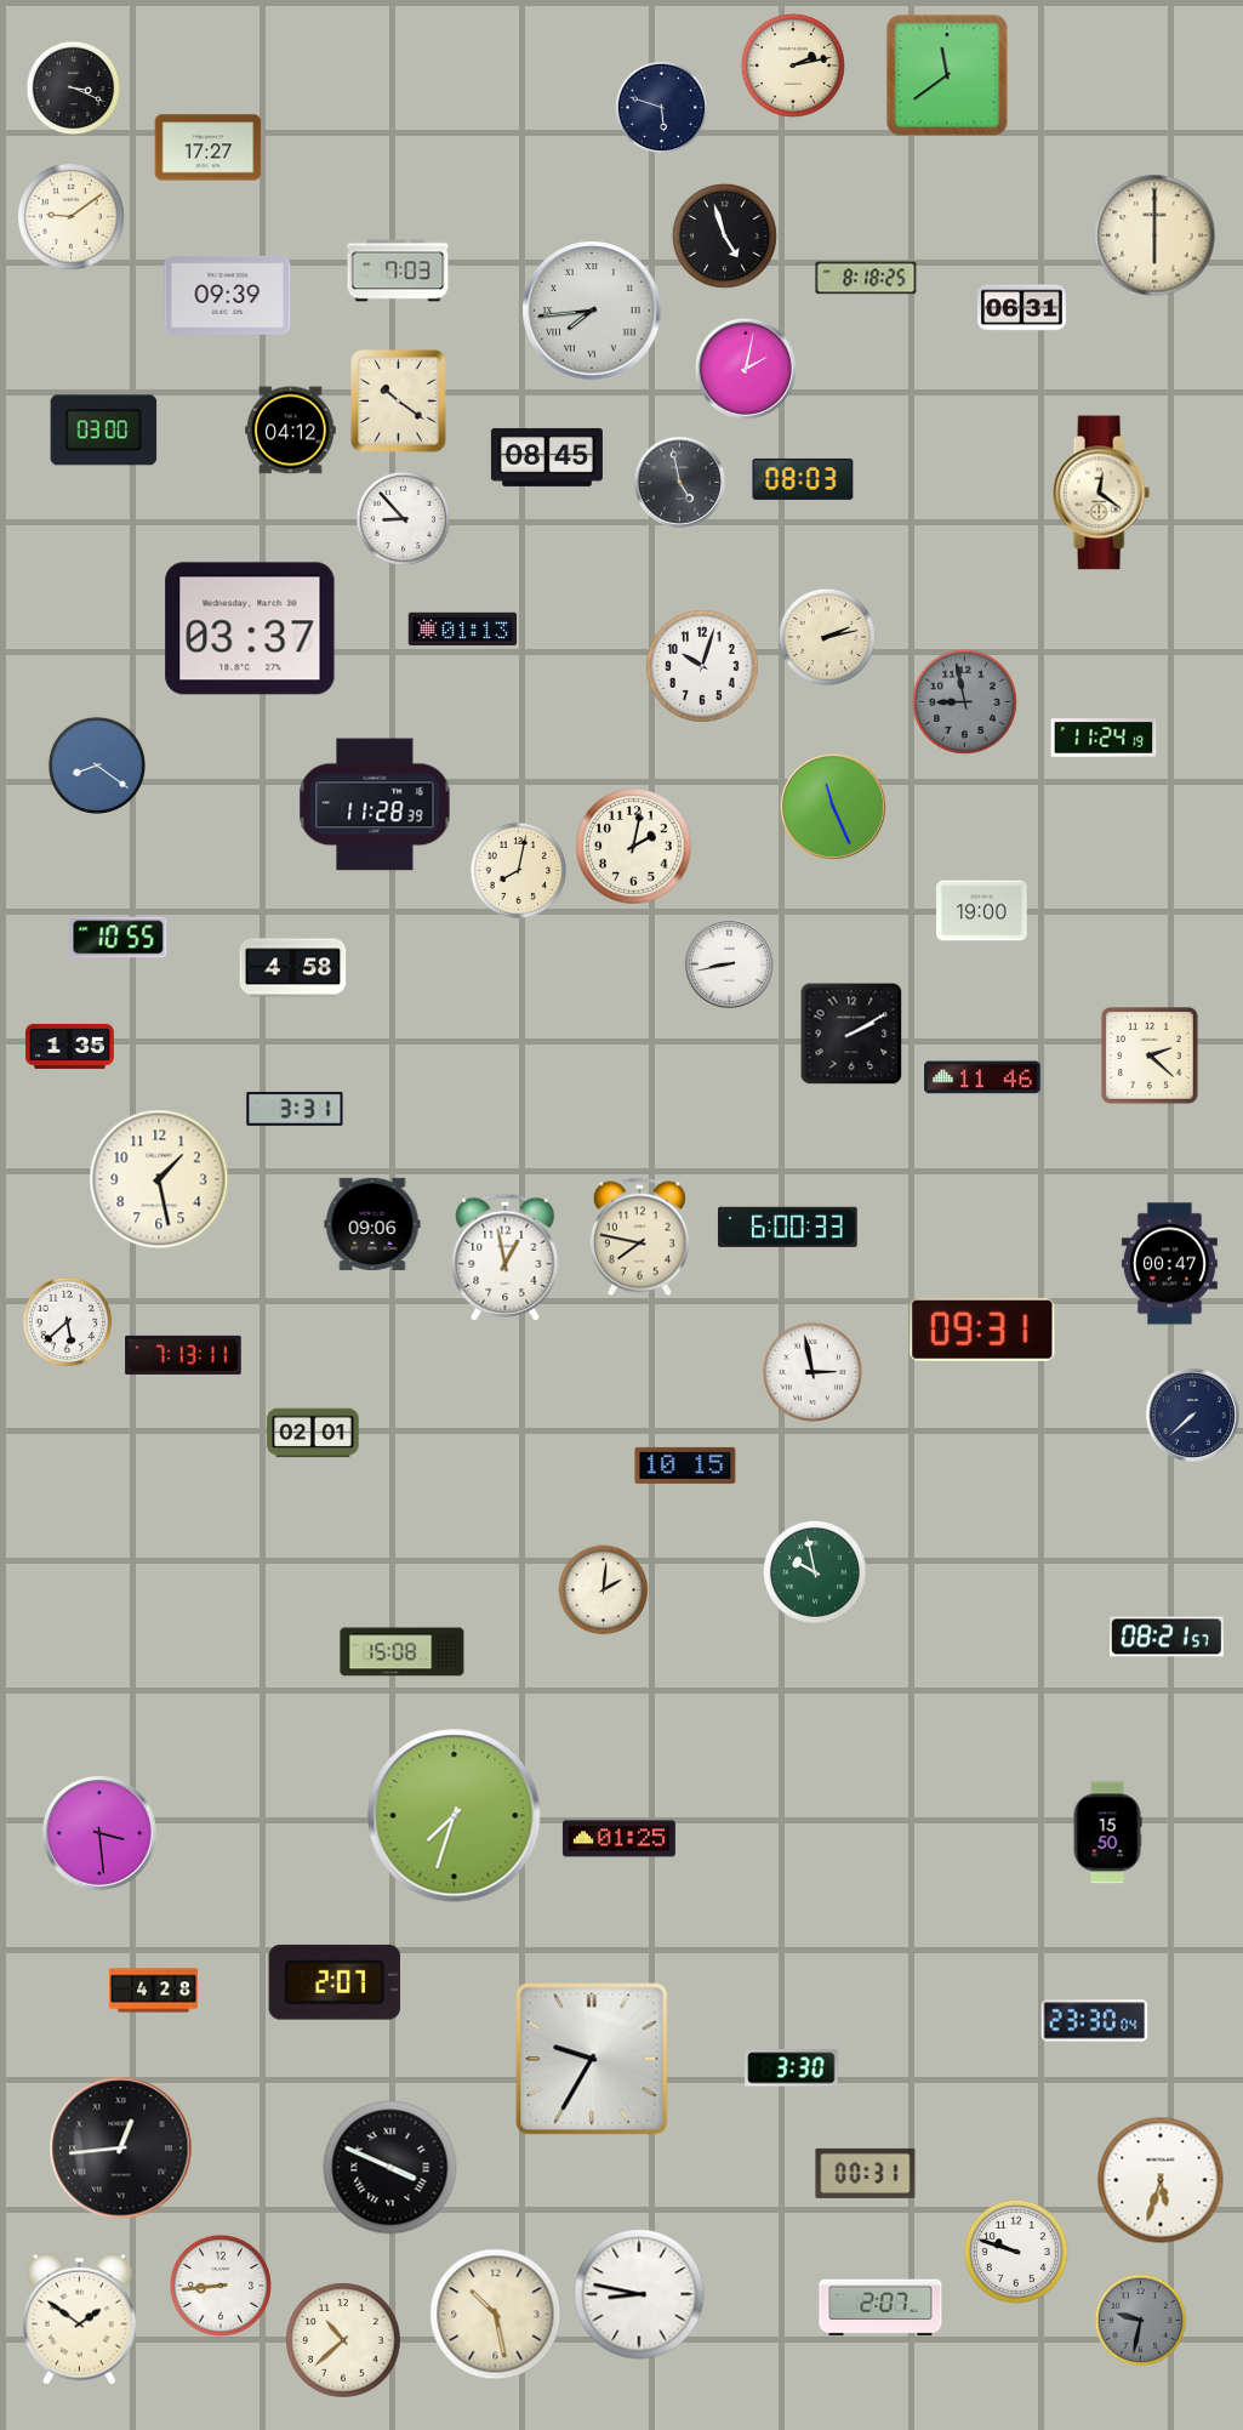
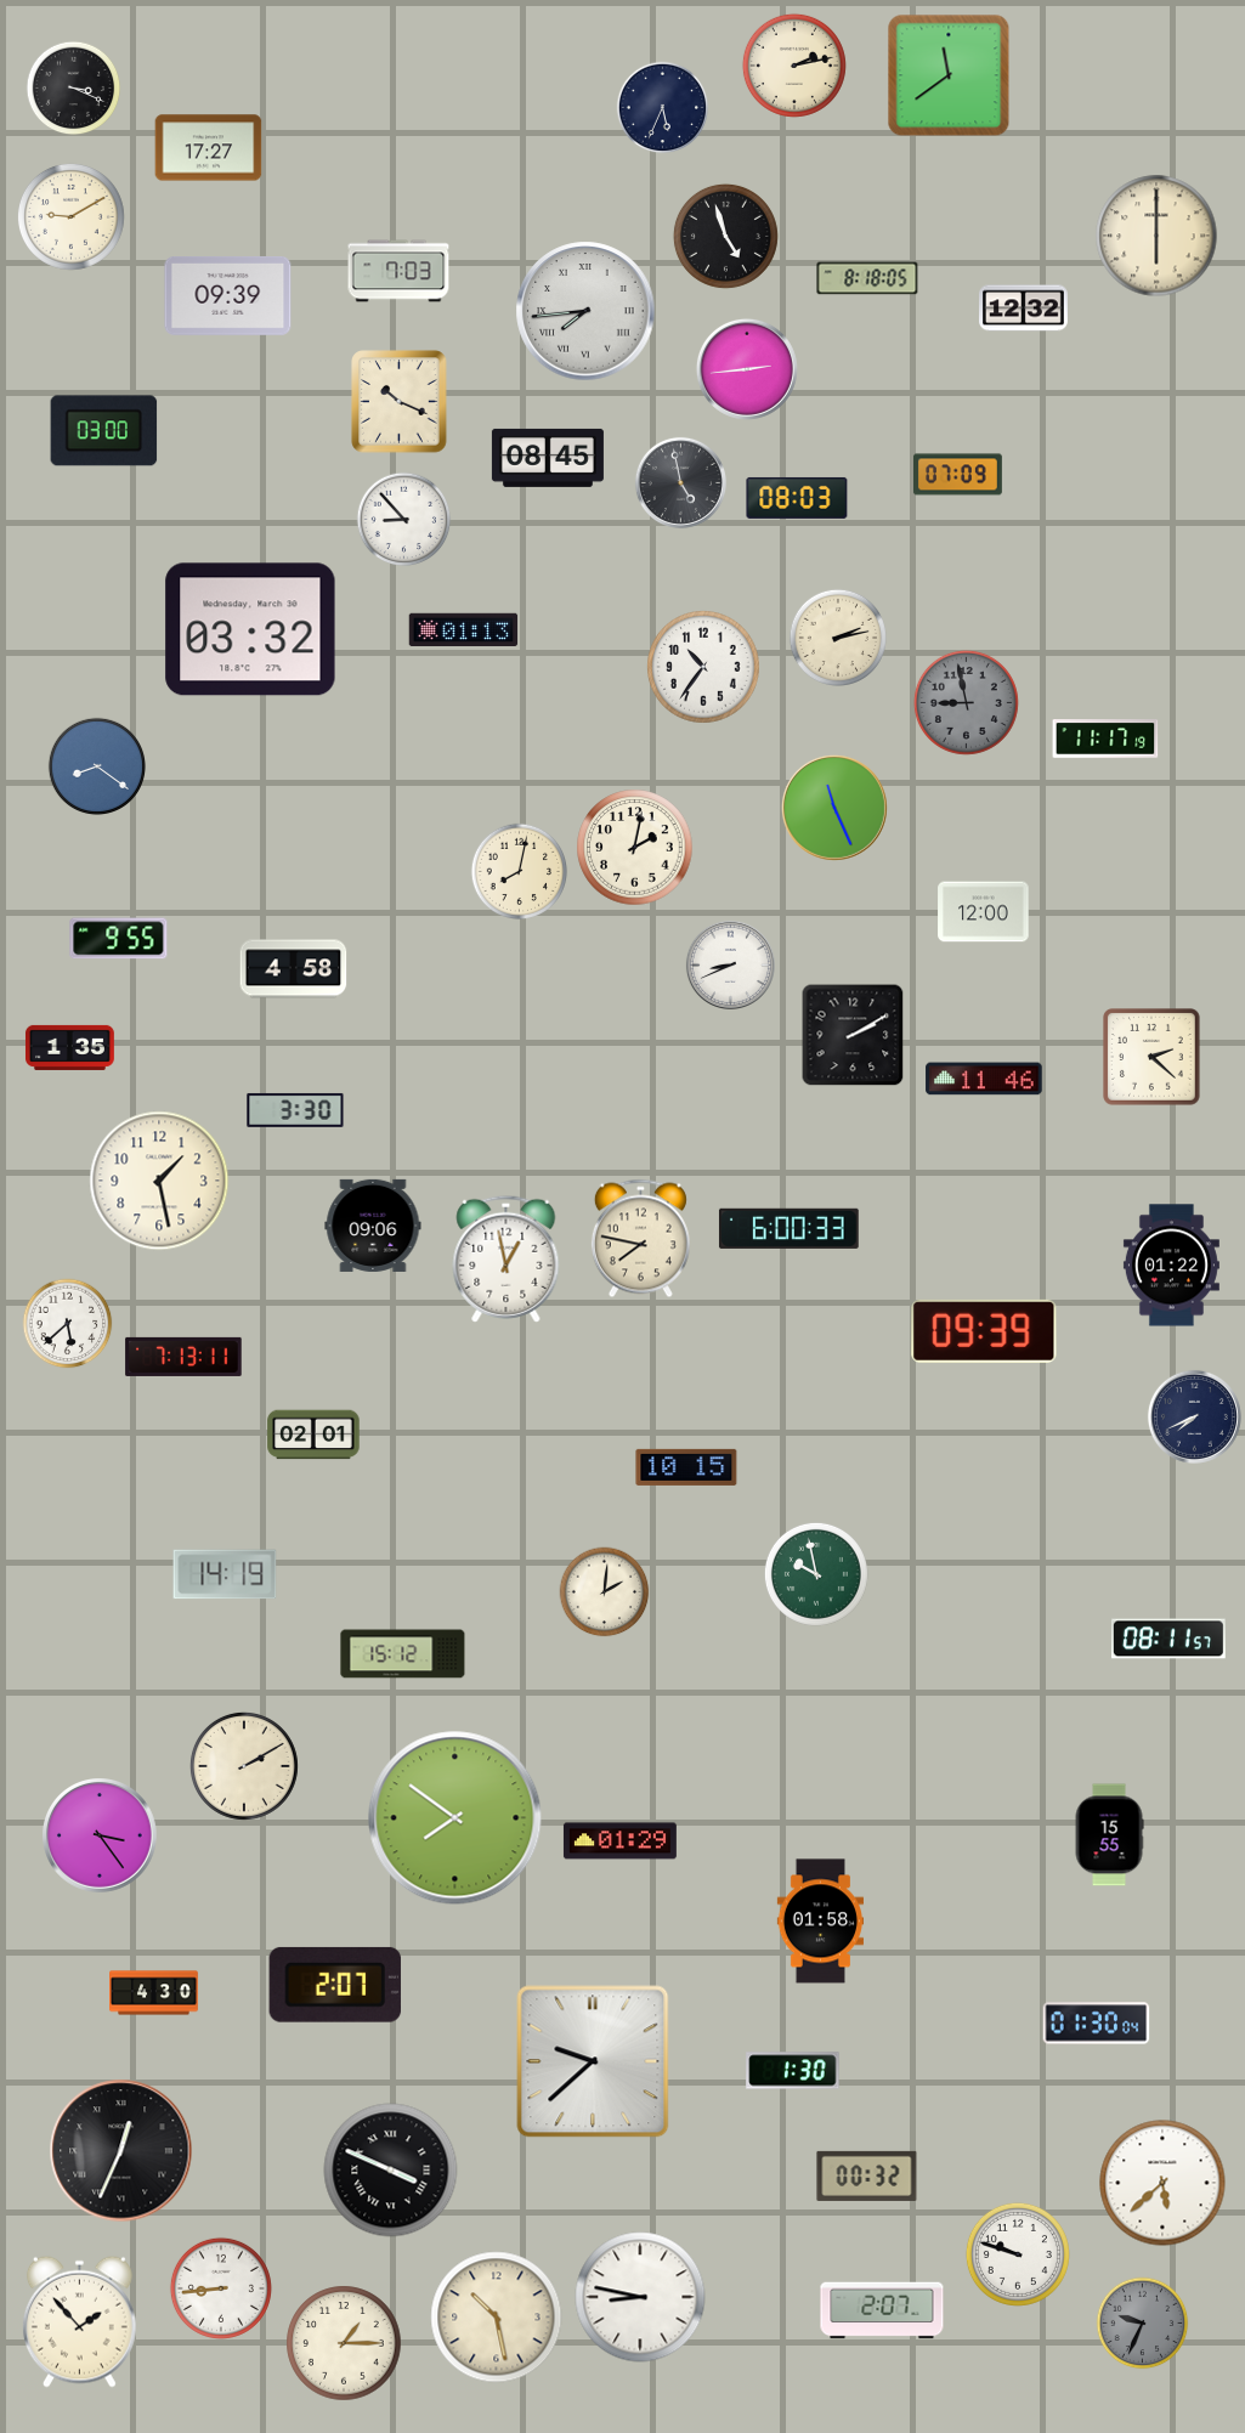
clock at (662, 108): 5:48 -> 5:34
clock at (70, 216): 9:09 -> 9:10
clock at (866, 278): 8:18:25 -> 8:18:05
clock at (1022, 308): 06:31 -> 12:32
clock at (592, 311) position: (592, 311) -> (585, 311)
clock at (746, 369): 2:02 -> 2:44
clock at (399, 402): 10:21 -> 10:19
clock at (291, 431): 04:12 -> none
clock at (958, 475): none -> 07:09
clock at (803, 479) position: (803, 479) -> (797, 498)
clock at (1101, 493): 12:21 -> none
clock at (250, 628): 03:37 -> 03:32
clock at (826, 636) position: (826, 636) -> (837, 636)
clock at (702, 666): 10:03 -> 10:36
clock at (1104, 738): 11:24 -> 11:17
clock at (375, 804): 11:28 -> none
clock at (982, 911): 19:00 -> 12:00
clock at (119, 938): 10:55 -> 9:55
clock at (729, 963): 8:43 -> 8:41
clock at (295, 1109): 3:31 -> 3:30
clock at (1169, 1264): 00:47 -> 01:22
clock at (982, 1330): 09:31 -> 09:39
clock at (812, 1372): 2:58 -> none
clock at (1192, 1415): 7:38 -> 7:41
clock at (225, 1574): none -> 14:19
clock at (1168, 1637): 08:21 -> 08:11
clock at (403, 1652): 15:08 -> 15:12
clock at (244, 1766): none -> 2:10
clock at (455, 1816): 7:33 -> 7:51
clock at (1107, 1833): 15:50 -> 15:55
clock at (101, 1834): 3:29 -> 3:24
clock at (618, 1839): 01:25 -> 01:29
clock at (820, 1922): none -> 01:58
clock at (154, 1991): 4:28 -> 4:30
clock at (1095, 2021): 23:30 -> 01:30
clock at (592, 2059): 9:35 -> 9:38
clock at (792, 2068): 3:30 -> 1:30
clock at (121, 2149): 12:44 -> 12:34
clock at (866, 2173): 00:31 -> 00:32
clock at (1161, 2180): 5:33 -> 5:38
clock at (79, 2318): 1:51 -> 1:53
clock at (1141, 2321): 9:32 -> 9:34
clock at (343, 2340): 10:38 -> 1:15
